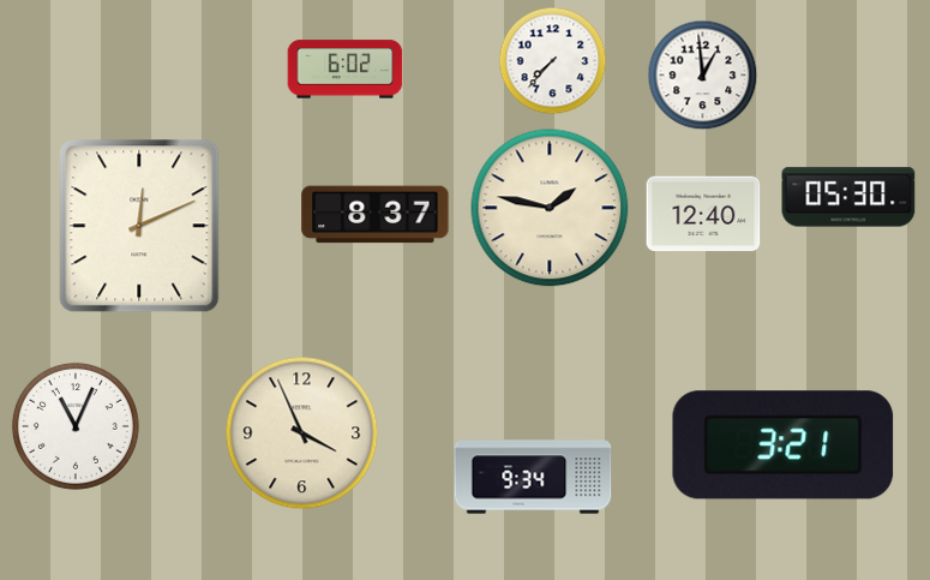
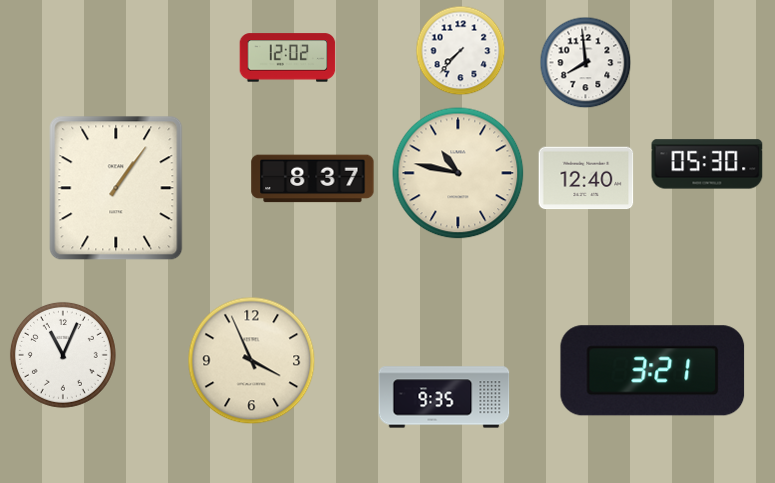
clock at (346, 70): 6:02 -> 12:02
clock at (703, 76): 12:59 -> 7:59
clock at (550, 208): 1:47 -> 10:47
clock at (139, 226): 12:11 -> 1:06
clock at (533, 477): 9:34 -> 9:35
